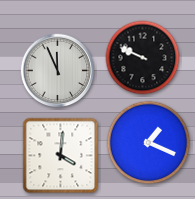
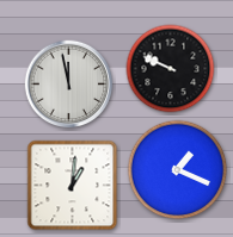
clock at (58, 71): 11:56 -> 11:58
clock at (61, 156): 4:01 -> 1:01
